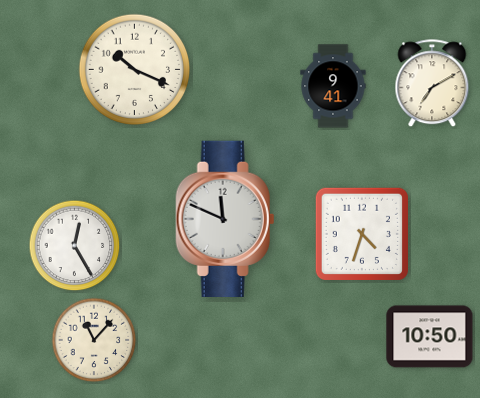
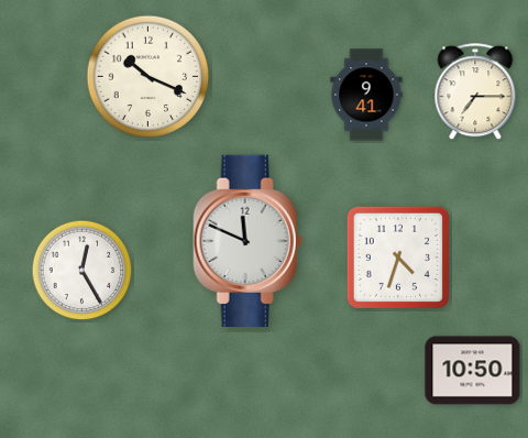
clock at (432, 84): 7:10 -> 7:15
clock at (94, 340): 11:07 -> none
